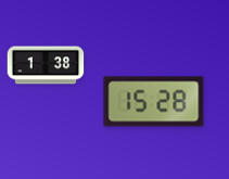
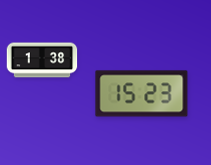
clock at (154, 102): 15:28 -> 15:23
